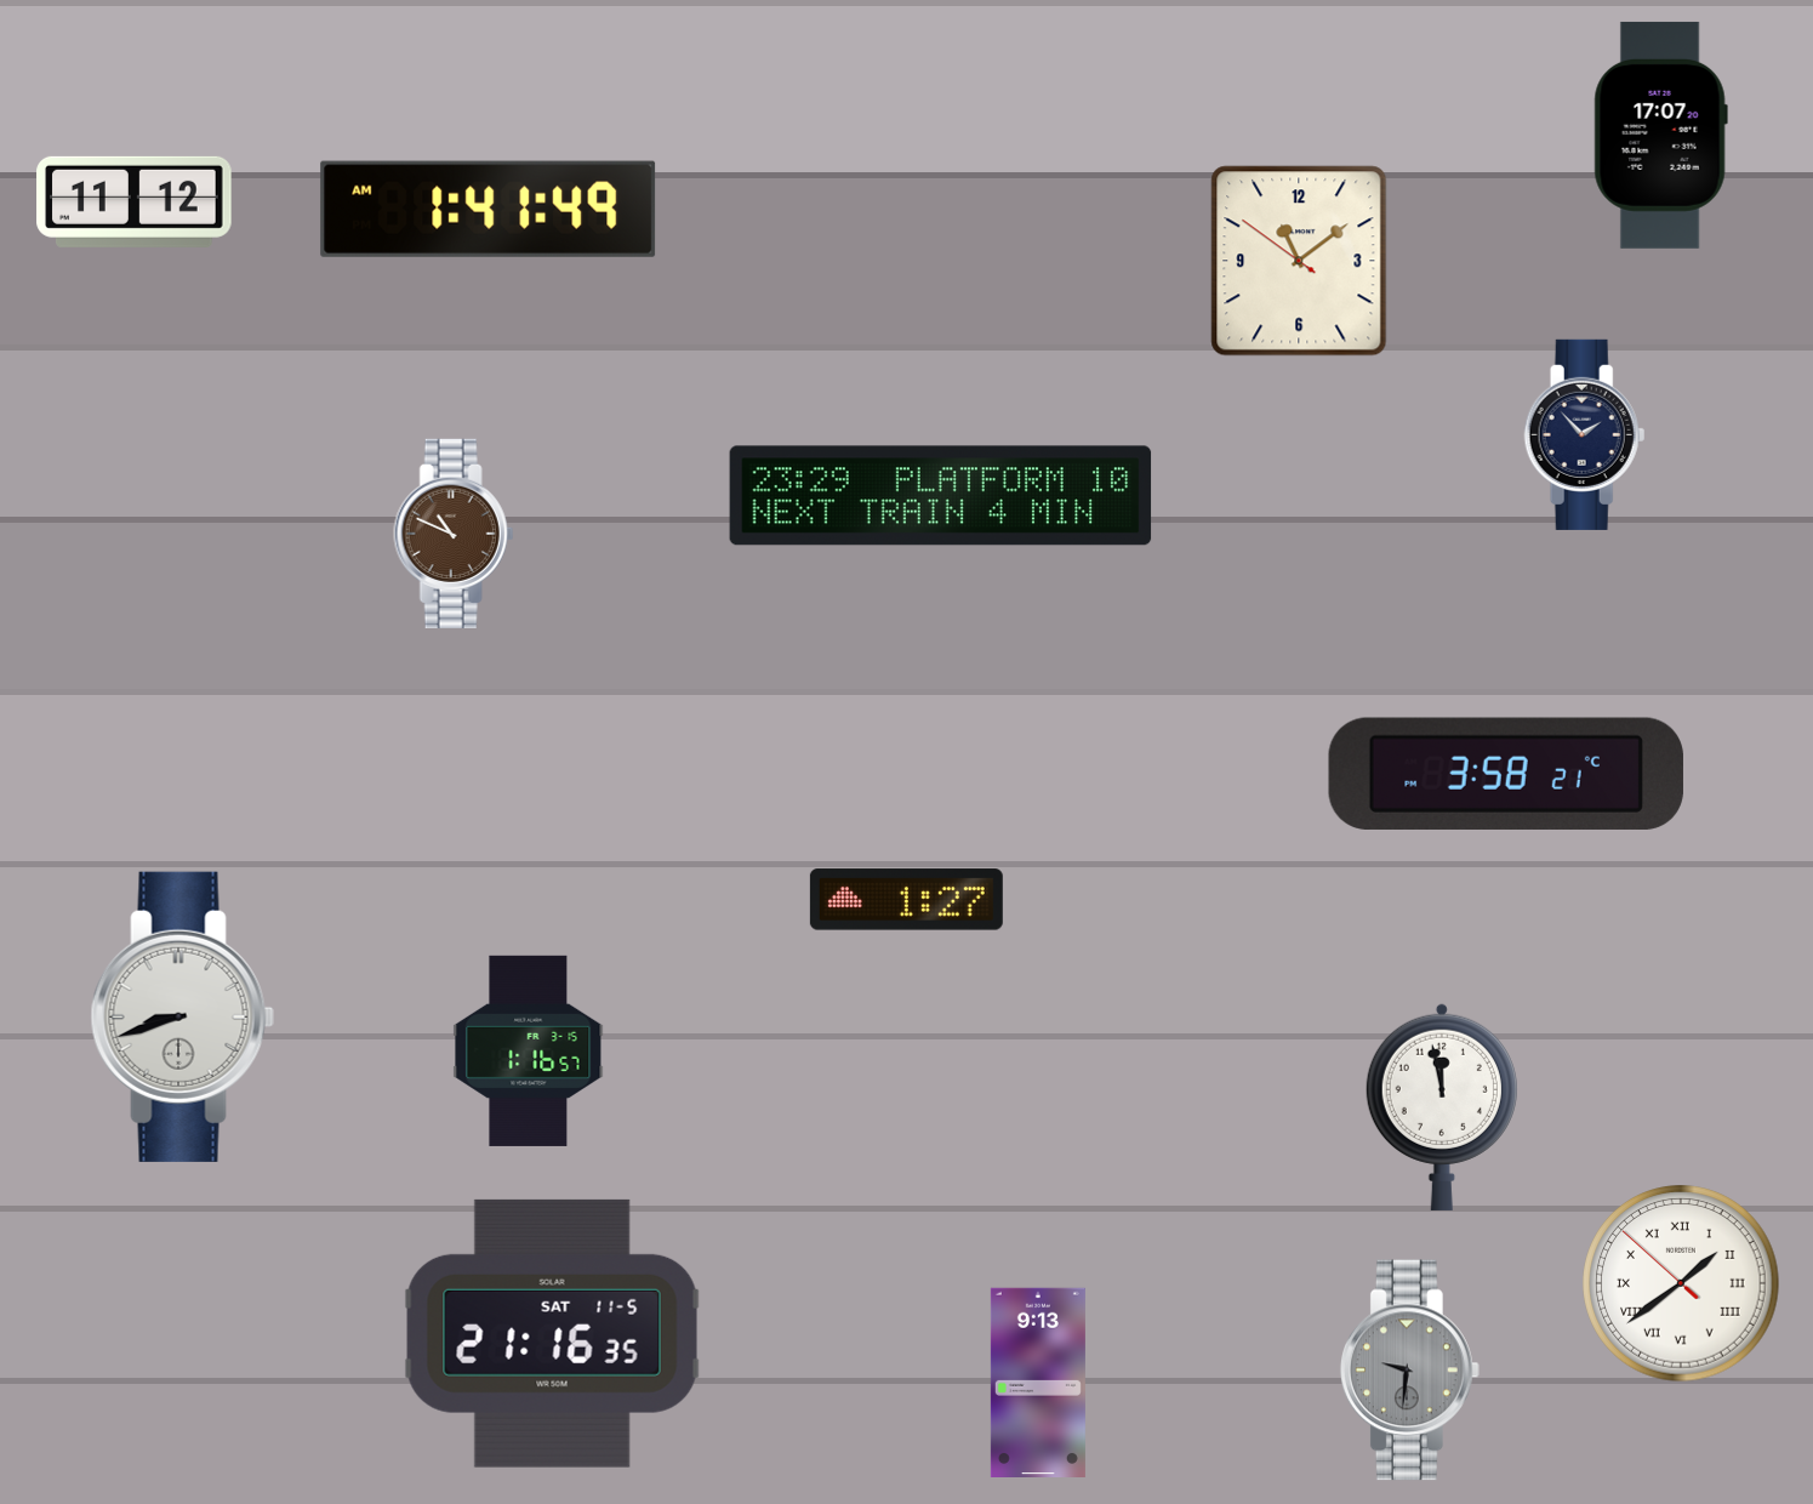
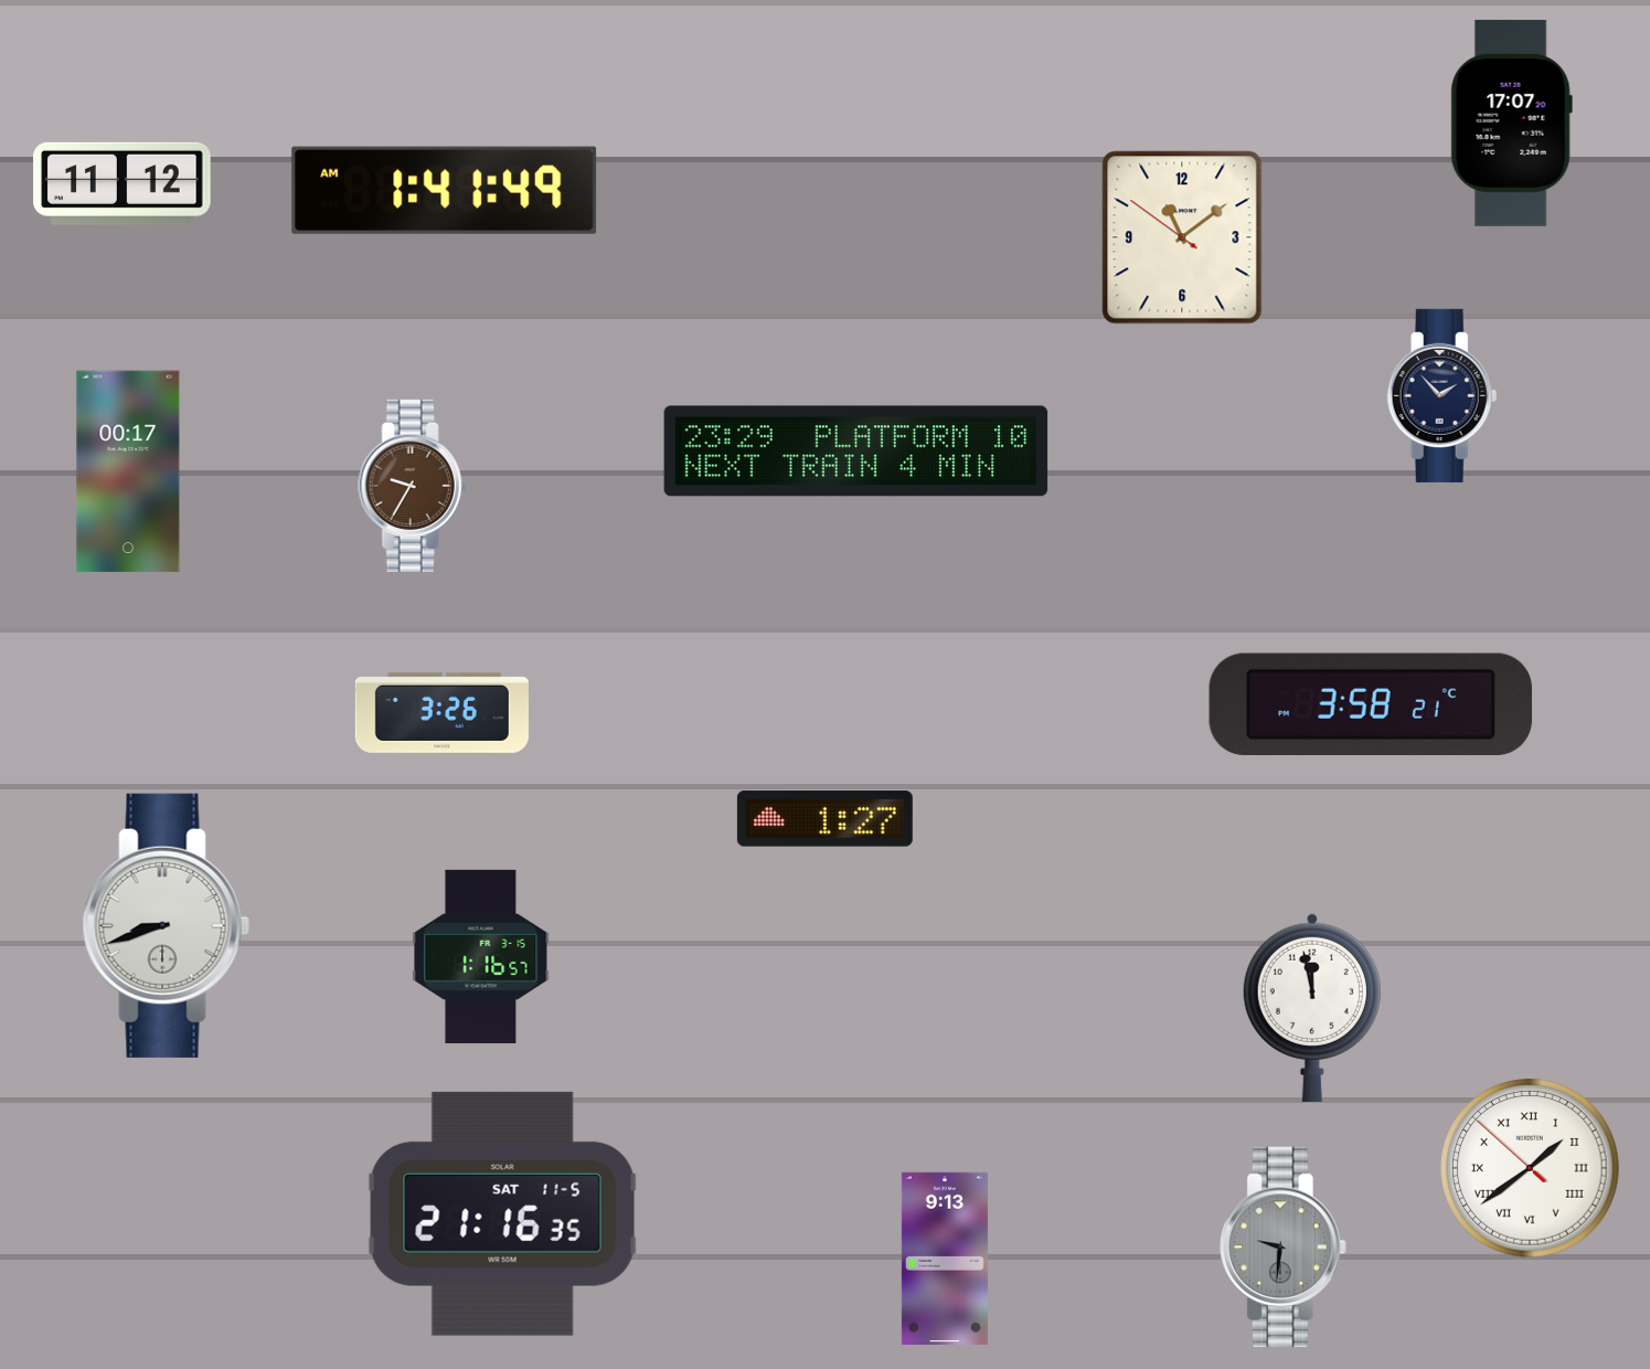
clock at (128, 471): none -> 00:17
clock at (454, 534): 10:49 -> 9:35
clock at (441, 712): none -> 3:26
